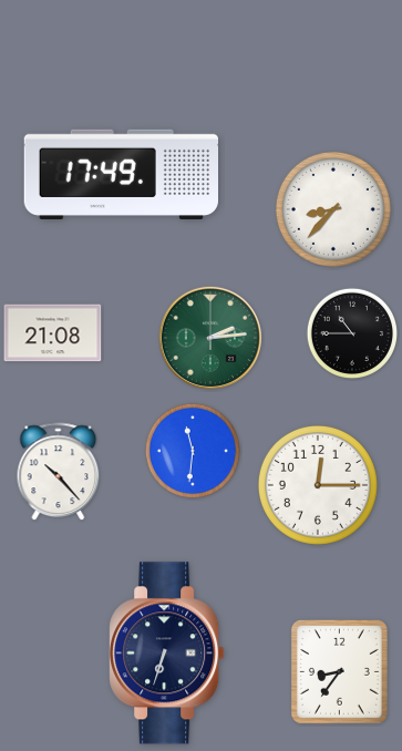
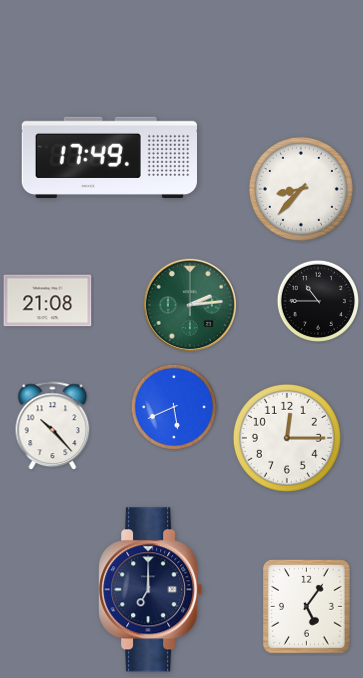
clock at (193, 451): 11:31 -> 5:41
clock at (167, 654): 6:33 -> 7:00
clock at (339, 672): 8:36 -> 5:06
